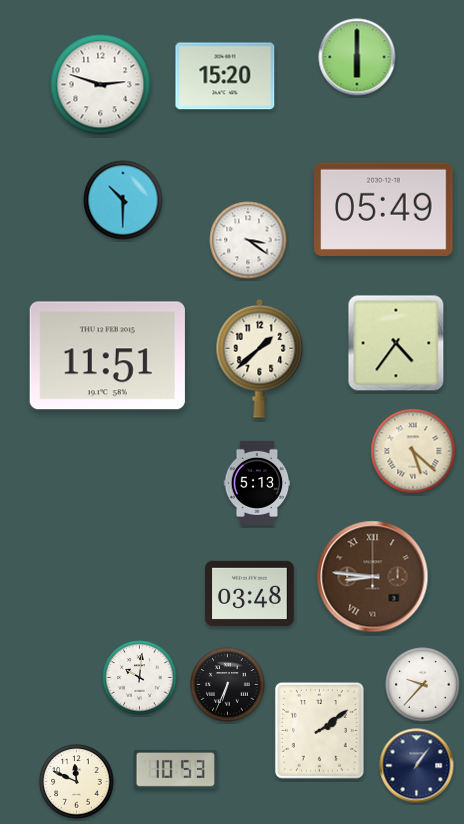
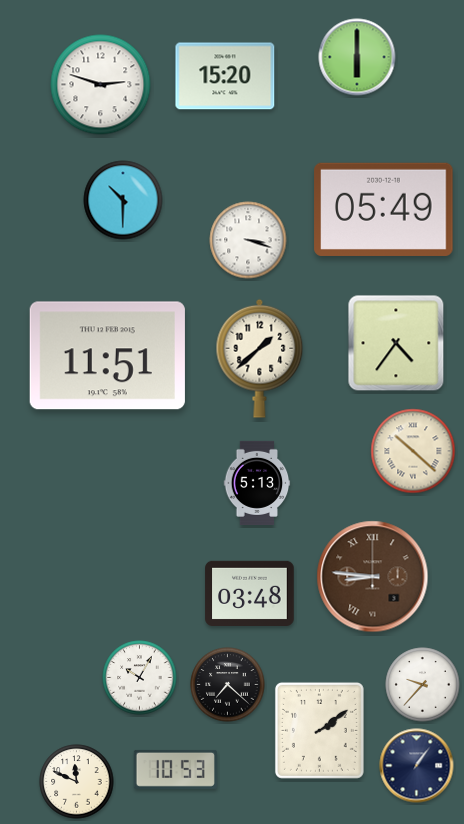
clock at (248, 240): 3:21 -> 3:18
clock at (413, 451): 5:22 -> 10:22
clock at (140, 678): 10:01 -> 10:05
clock at (228, 685): 6:34 -> 7:22
